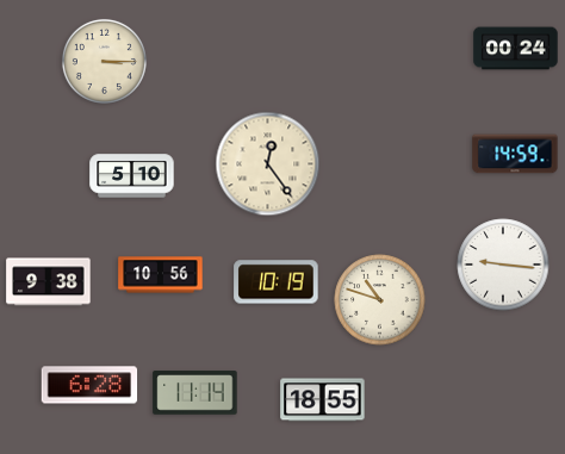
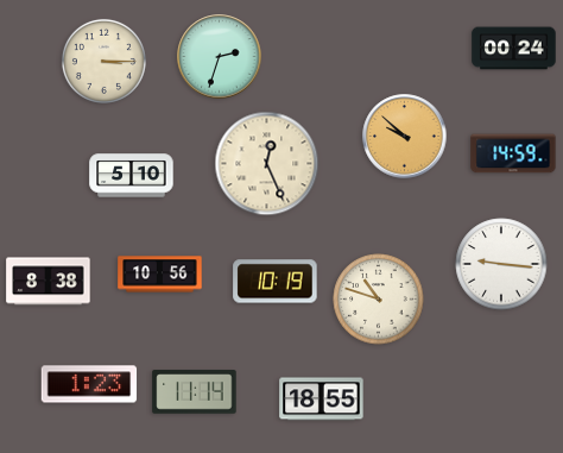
clock at (220, 57): none -> 2:33
clock at (405, 137): none -> 9:52
clock at (268, 164): 12:24 -> 12:26
clock at (49, 282): 9:38 -> 8:38
clock at (89, 385): 6:28 -> 1:23
